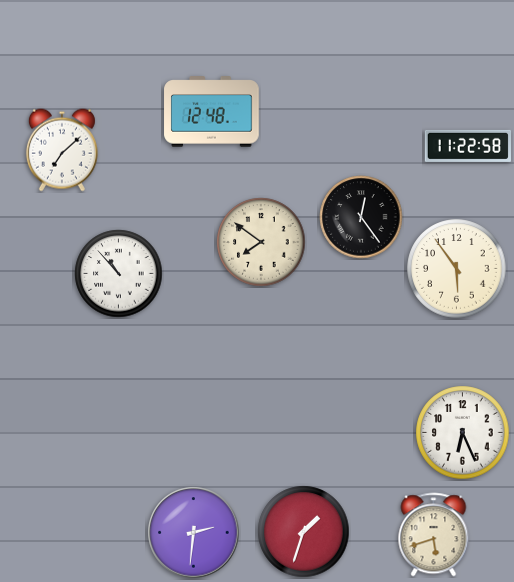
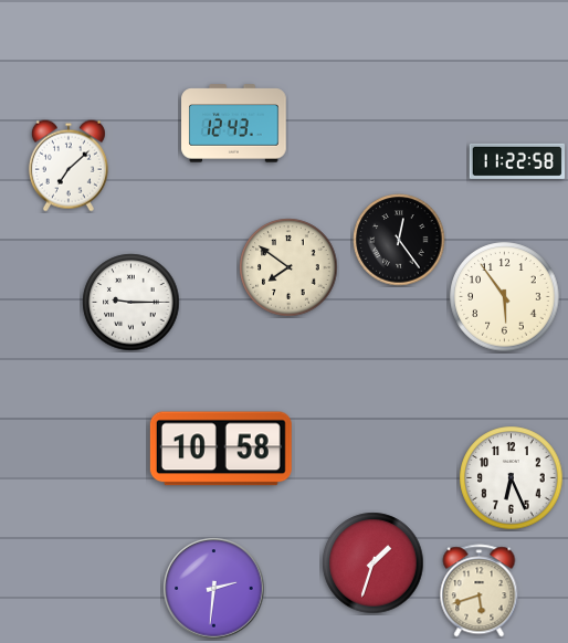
clock at (212, 112): 12:48 -> 12:43
clock at (119, 274): 10:53 -> 9:15
clock at (221, 449): none -> 10:58
clock at (304, 532) position: (304, 532) -> (374, 563)
